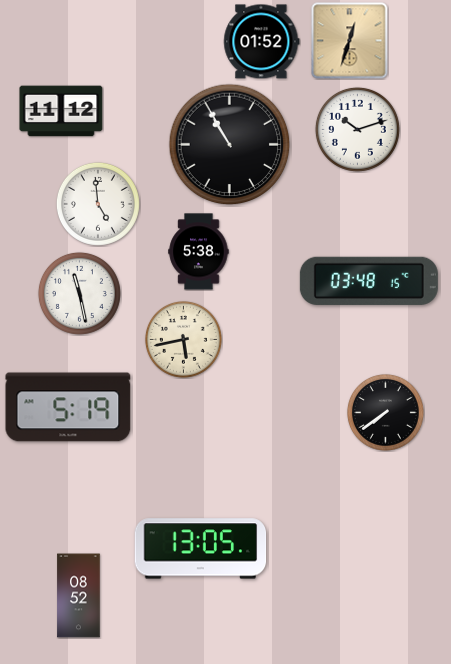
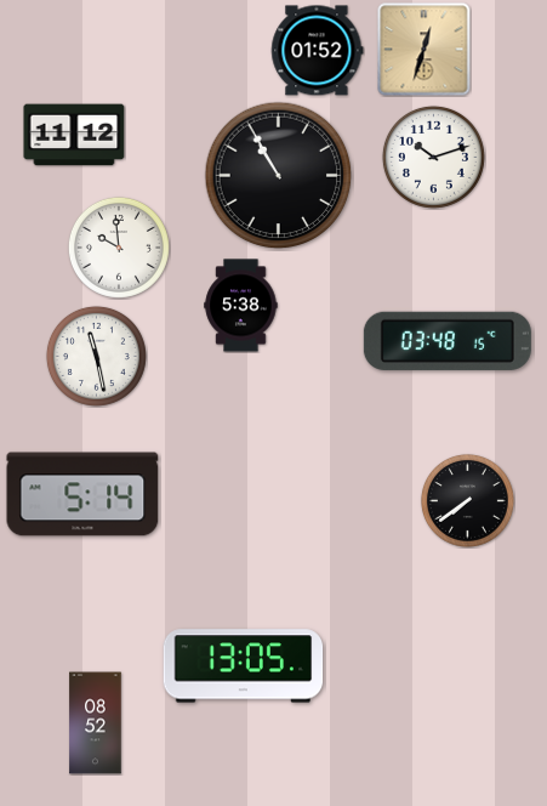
clock at (98, 204): 4:59 -> 9:59
clock at (183, 339): 5:43 -> none
clock at (68, 407): 5:19 -> 5:14
